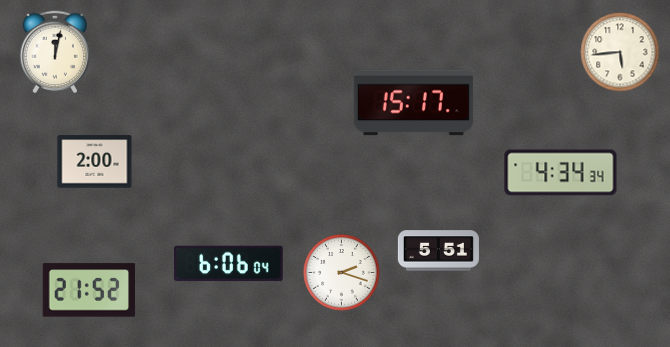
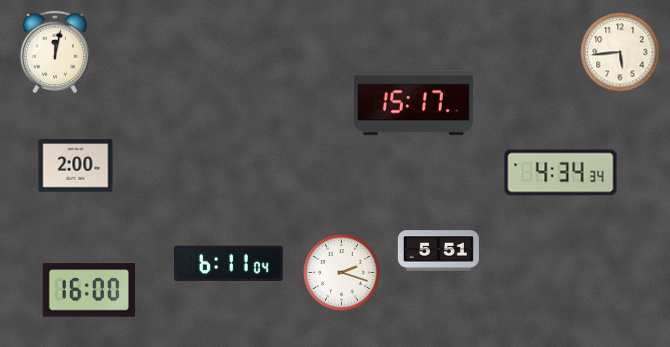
clock at (95, 162) position: (95, 162) -> (76, 166)
clock at (229, 264): 6:06 -> 6:11
clock at (89, 290): 21:52 -> 16:00
